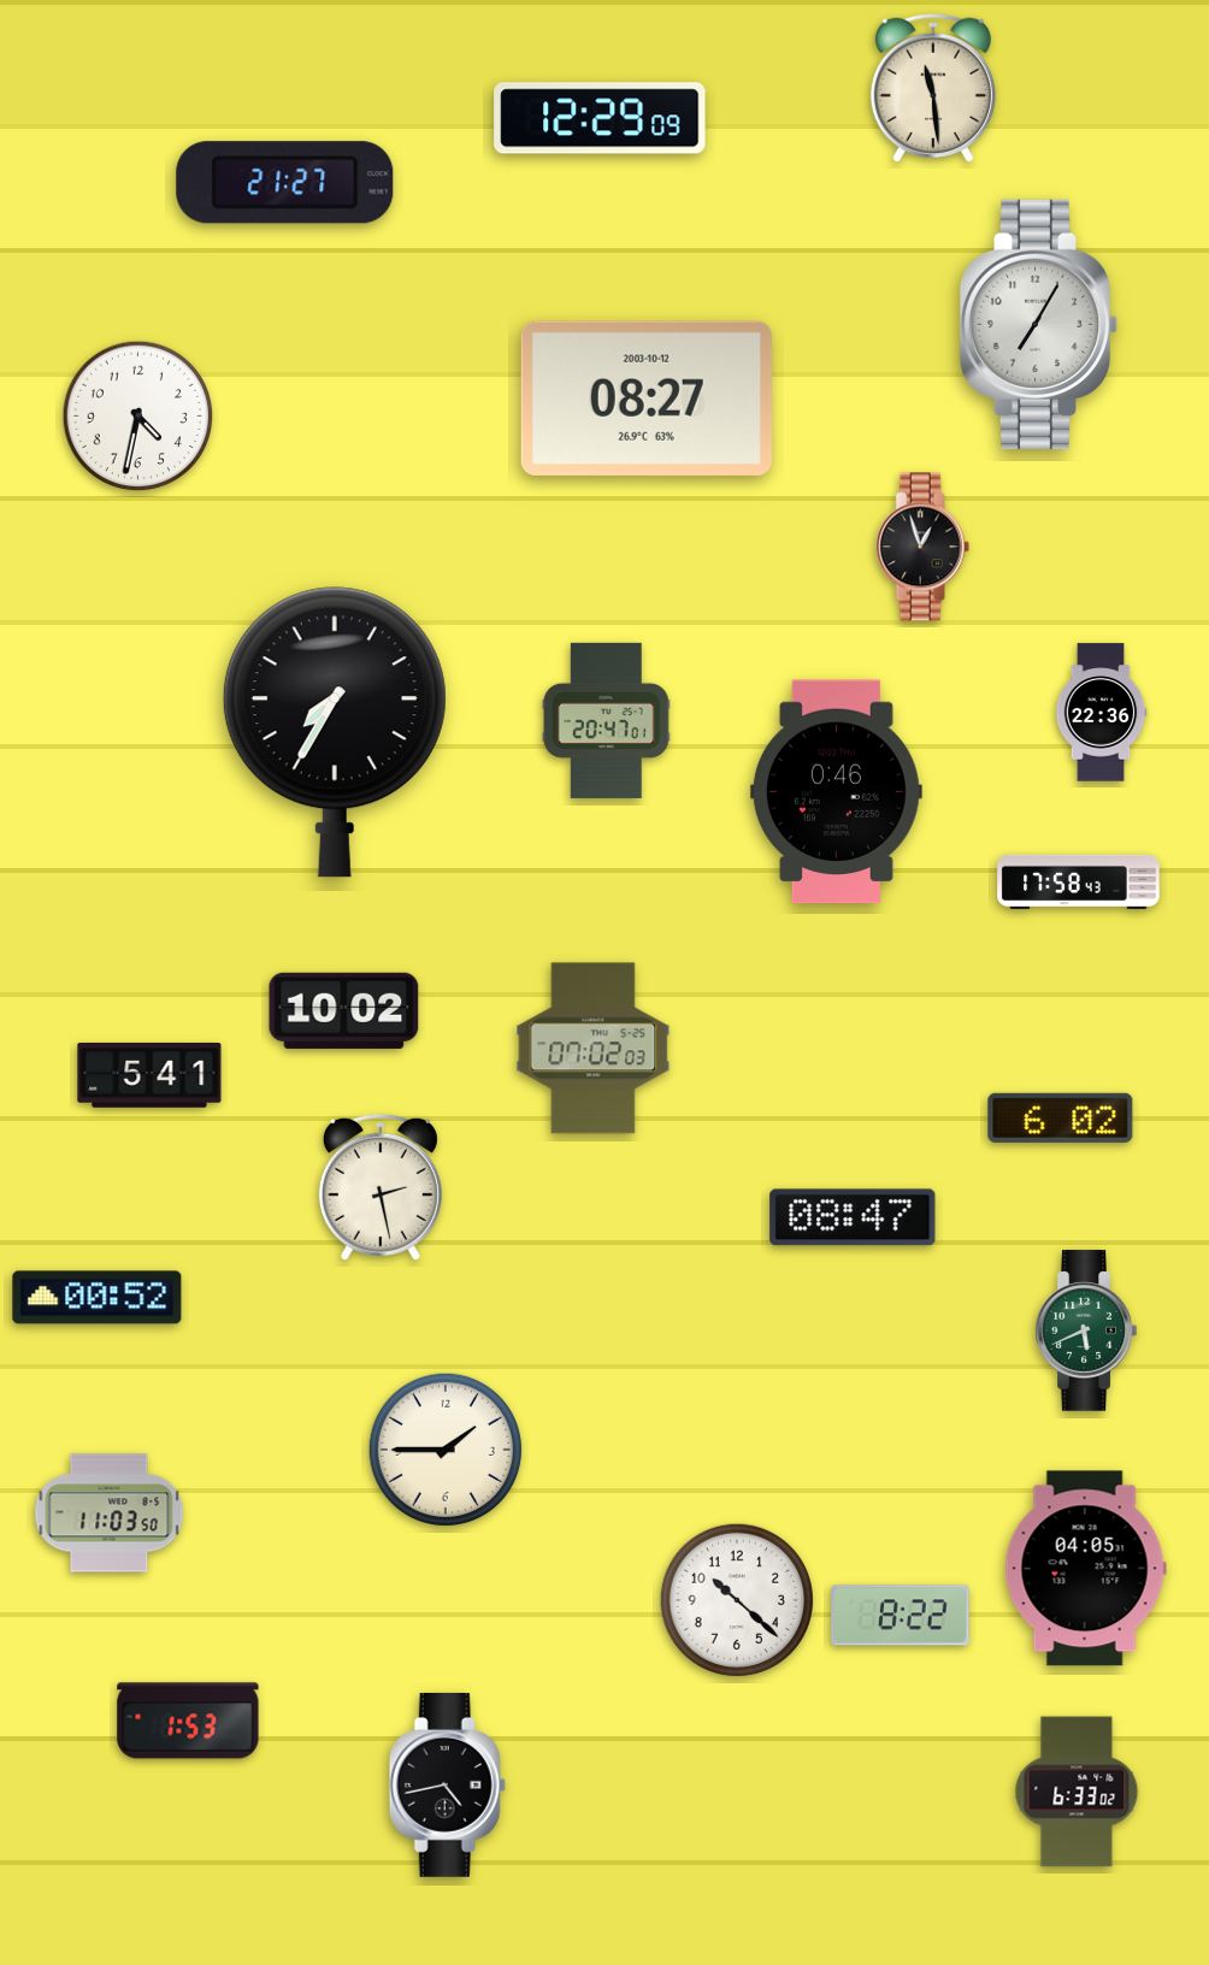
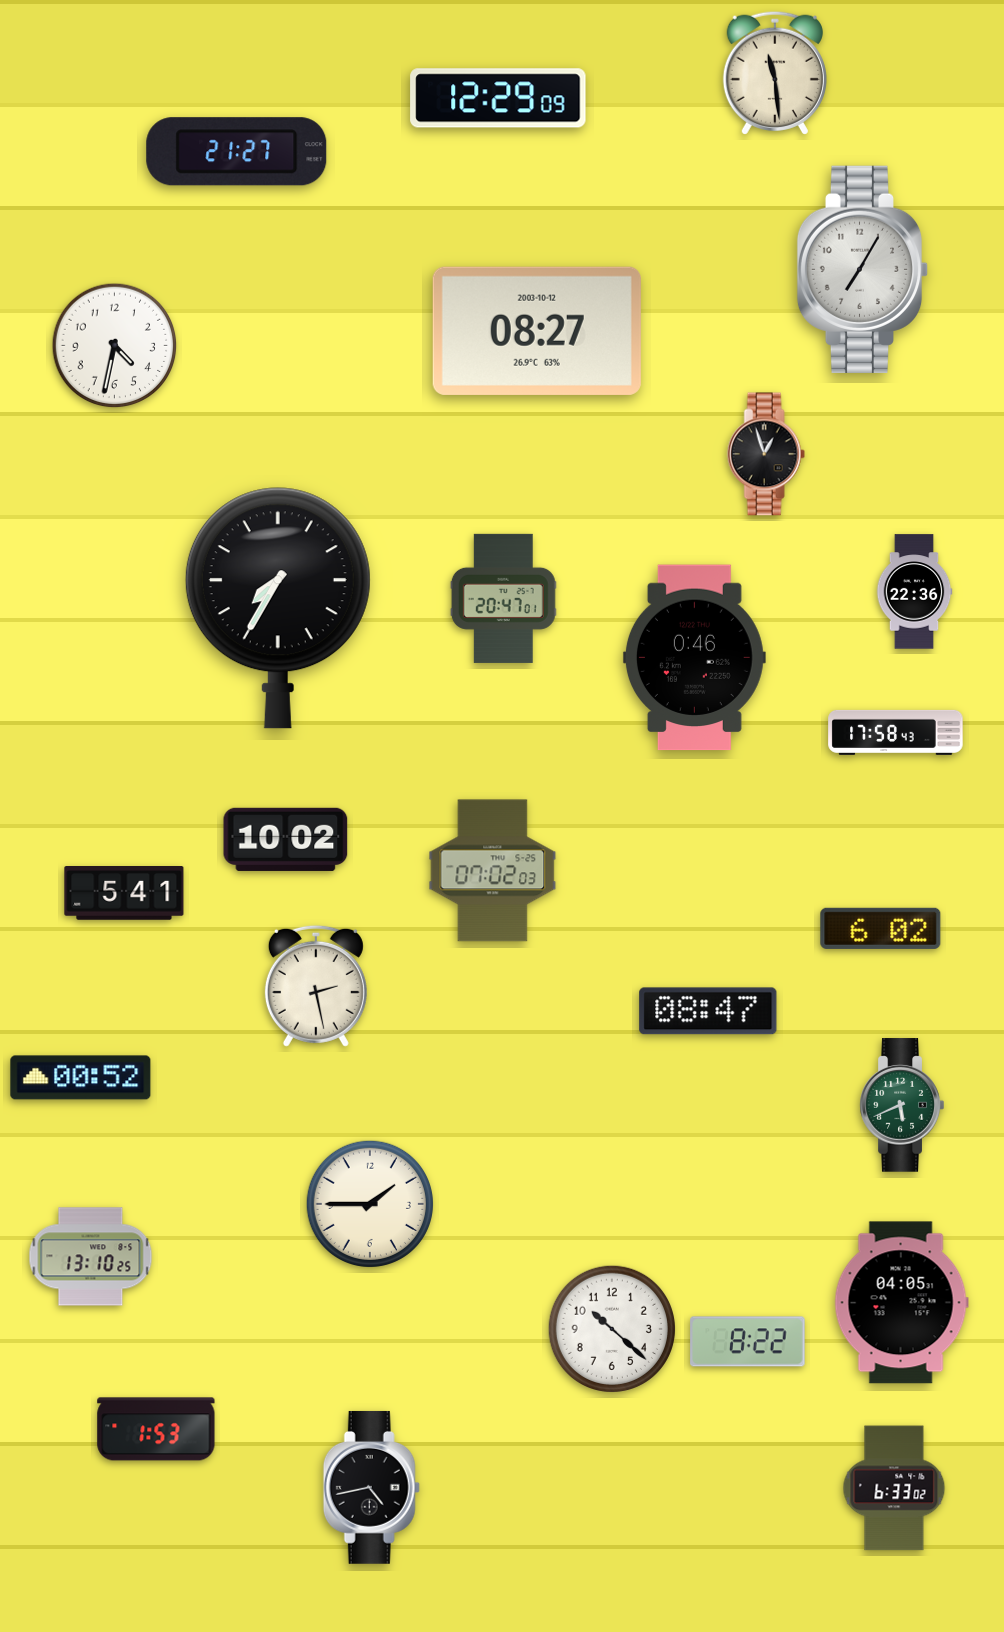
clock at (110, 1513): 11:03 -> 13:10
clock at (447, 1784) position: (447, 1784) -> (371, 1487)
